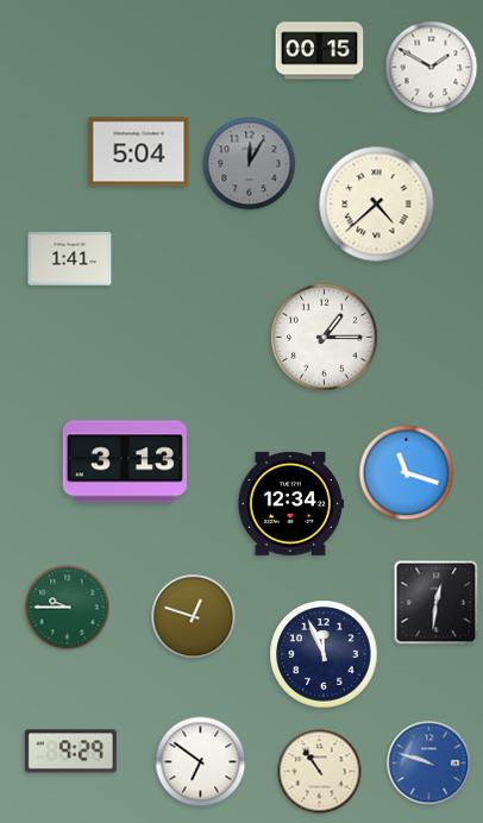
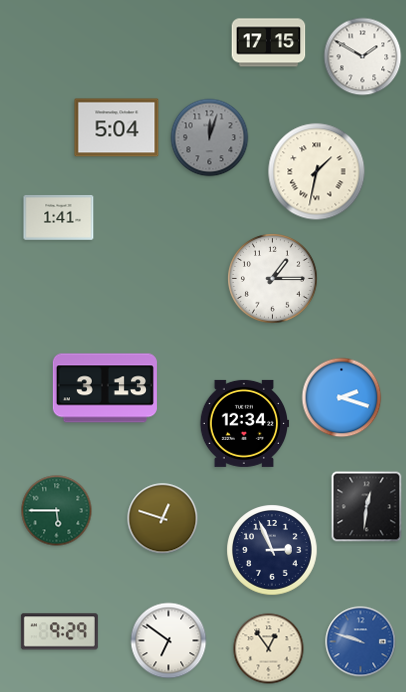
clock at (320, 51): 00:15 -> 17:15
clock at (250, 164): 12:05 -> 12:03
clock at (377, 205): 4:38 -> 1:32
clock at (325, 338) position: (325, 338) -> (273, 279)
clock at (407, 473): 11:18 -> 2:18
clock at (68, 608): 9:45 -> 5:45
clock at (324, 654): 11:56 -> 2:56
clock at (320, 772): 10:54 -> 12:54
